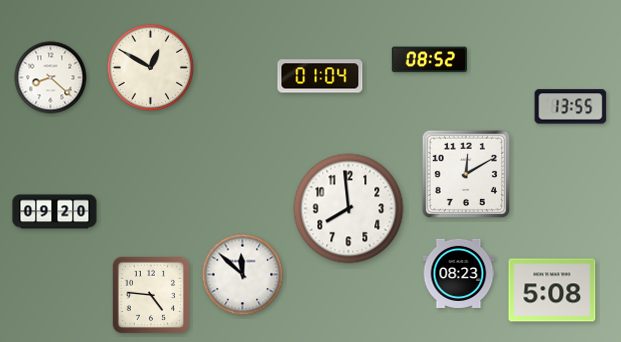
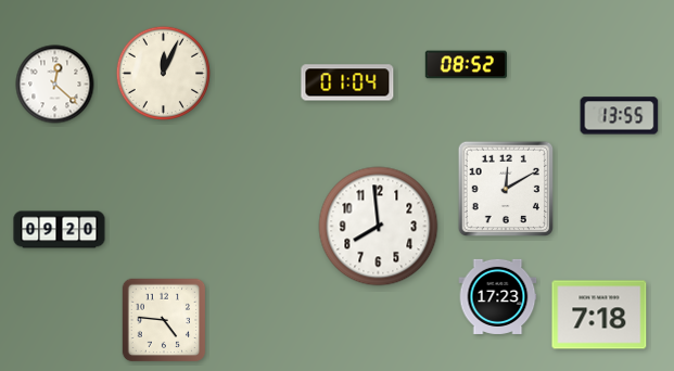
clock at (151, 68): 12:50 -> 12:04
clock at (51, 78): 8:22 -> 12:22
clock at (459, 273): 08:23 -> 17:23
clock at (243, 275): 11:52 -> none
clock at (552, 290): 5:08 -> 7:18
